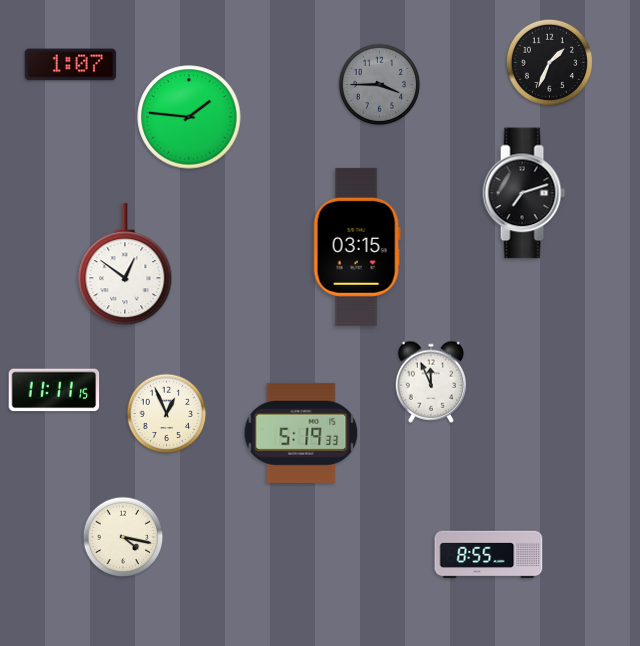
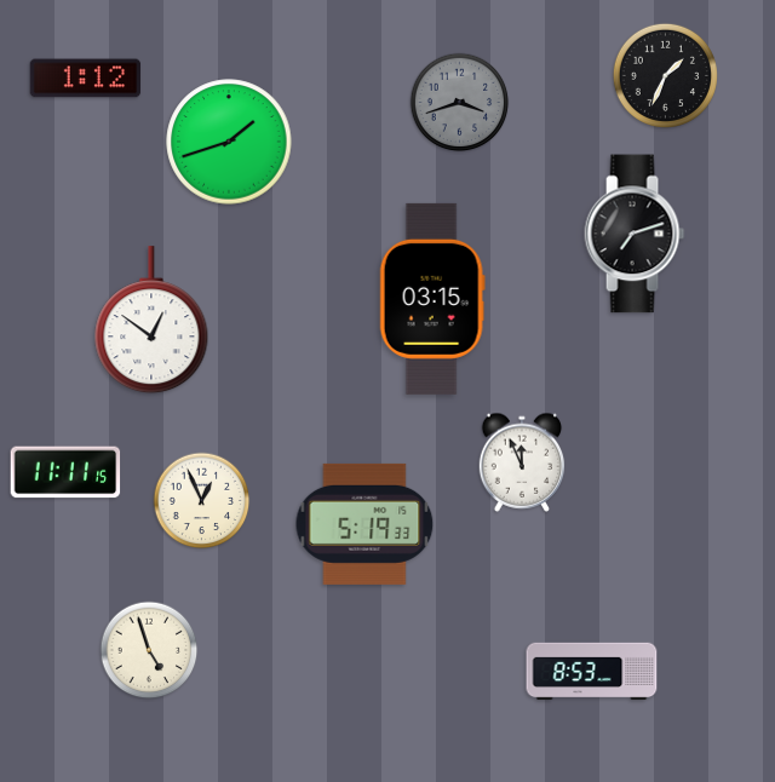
clock at (71, 65): 1:07 -> 1:12
clock at (380, 85): 3:45 -> 3:42
clock at (189, 117): 1:46 -> 1:42
clock at (123, 537): 4:17 -> 4:57
clock at (489, 555): 8:55 -> 8:53
